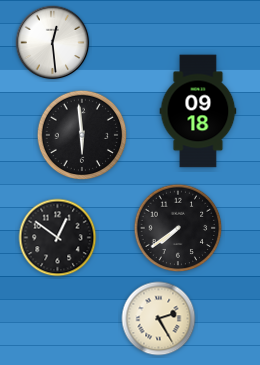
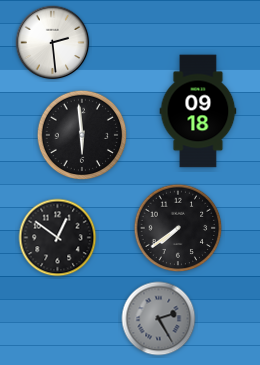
clock at (53, 43): 12:29 -> 2:29
clock at (159, 319) dial: cream -> grey
